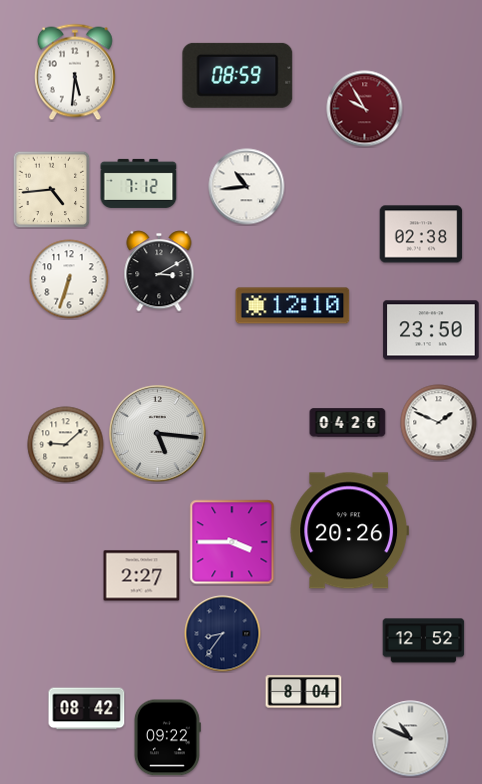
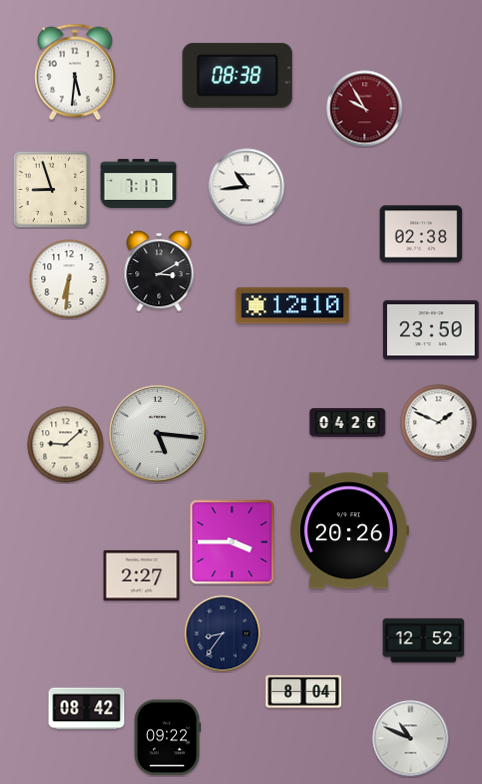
clock at (238, 75): 08:59 -> 08:38
clock at (139, 183): 7:12 -> 7:17
clock at (51, 189): 4:44 -> 8:57
clock at (69, 279): 6:33 -> 6:31
